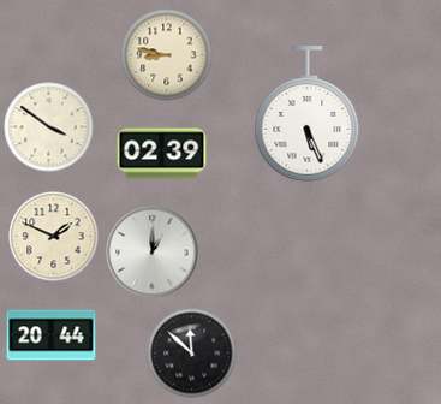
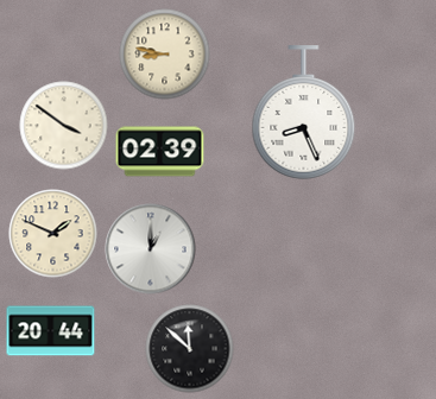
clock at (308, 114): 5:26 -> 8:26
clock at (49, 127) position: (49, 127) -> (64, 126)
